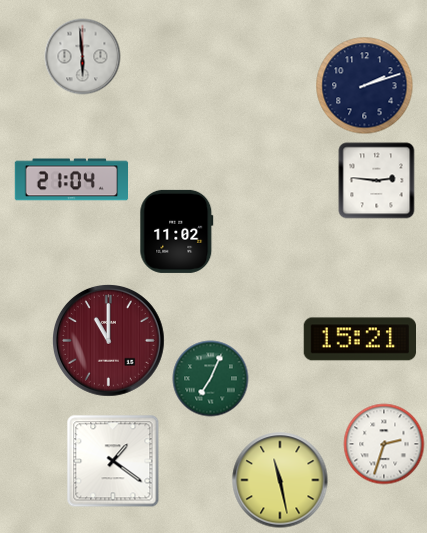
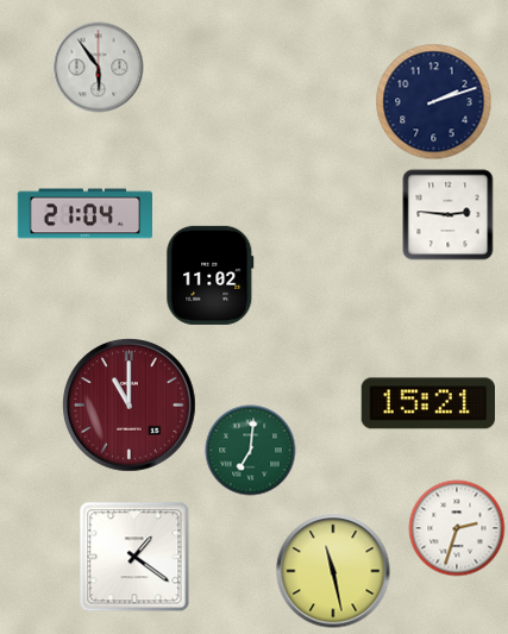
clock at (83, 57): 5:59 -> 5:54
clock at (211, 379): 7:04 -> 7:01
clock at (113, 461) position: (113, 461) -> (134, 557)
